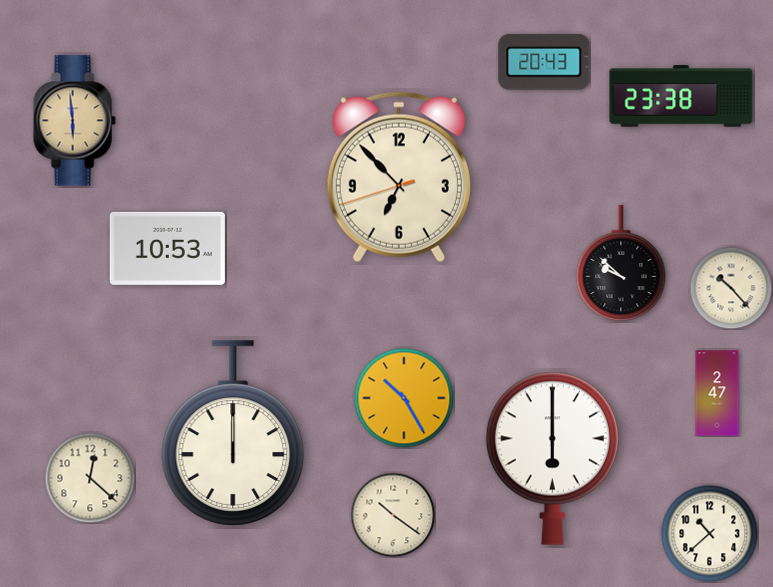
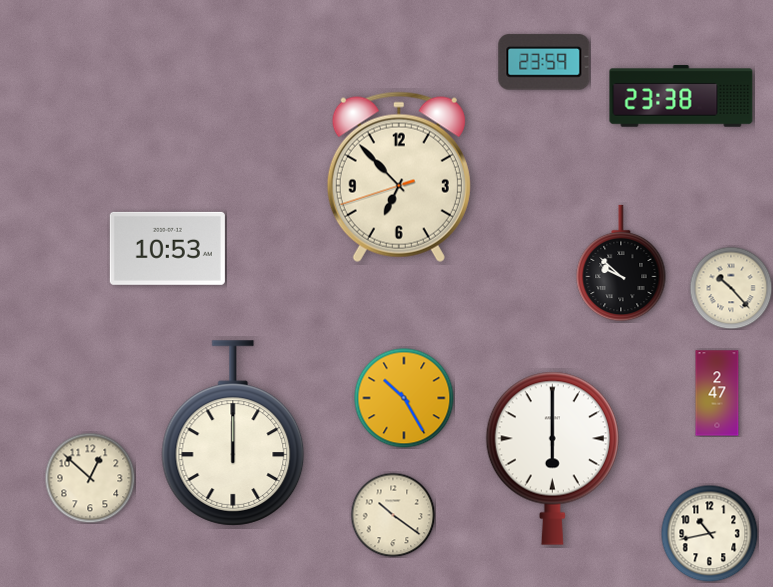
clock at (544, 62): 20:43 -> 23:59
clock at (74, 121): 5:59 -> none
clock at (90, 478): 12:22 -> 12:52
clock at (709, 533): 10:38 -> 10:43
